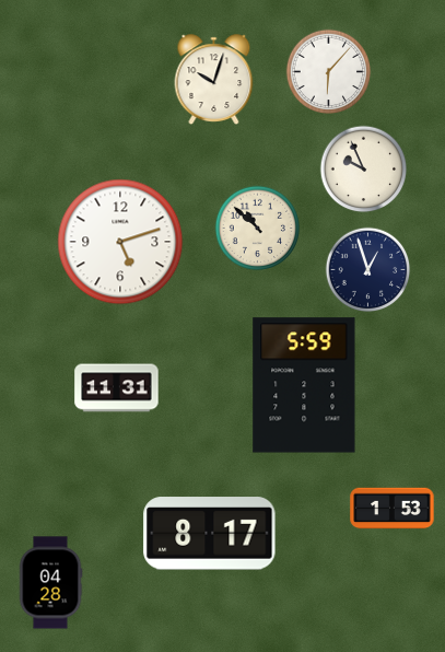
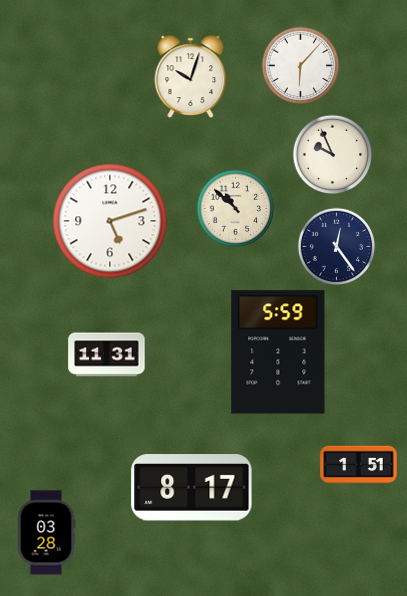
clock at (214, 79) position: (214, 79) -> (191, 76)
clock at (367, 269): 12:57 -> 12:24
clock at (393, 509): 1:53 -> 1:51
clock at (50, 583): 04:28 -> 03:28
